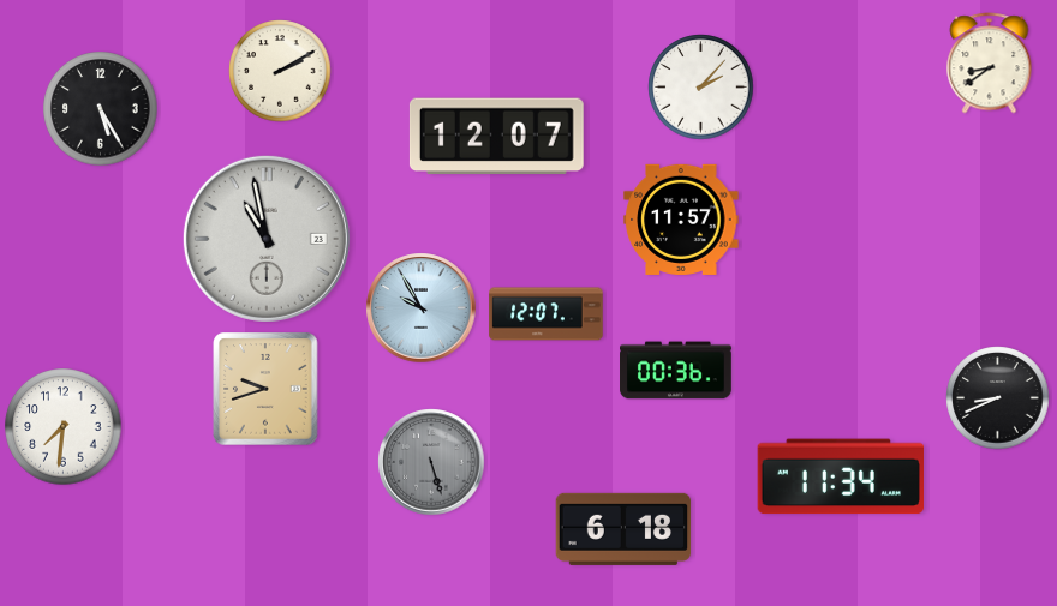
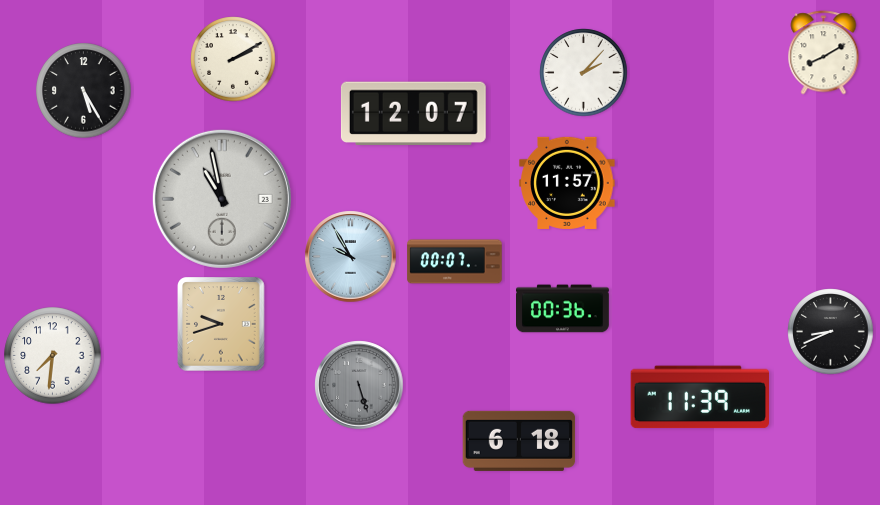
clock at (990, 64): 8:39 -> 8:10
clock at (547, 314): 12:07 -> 00:07
clock at (840, 476): 11:34 -> 11:39
